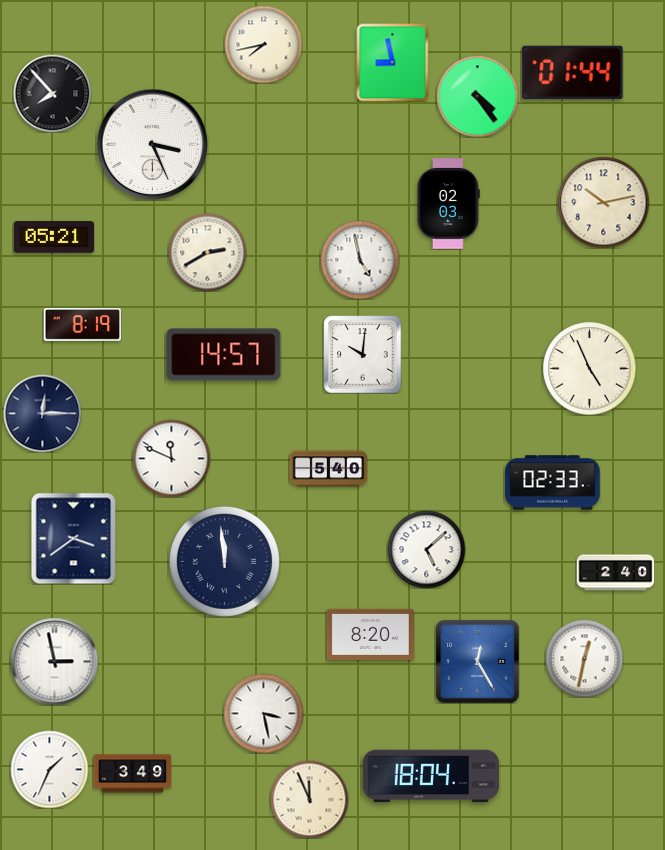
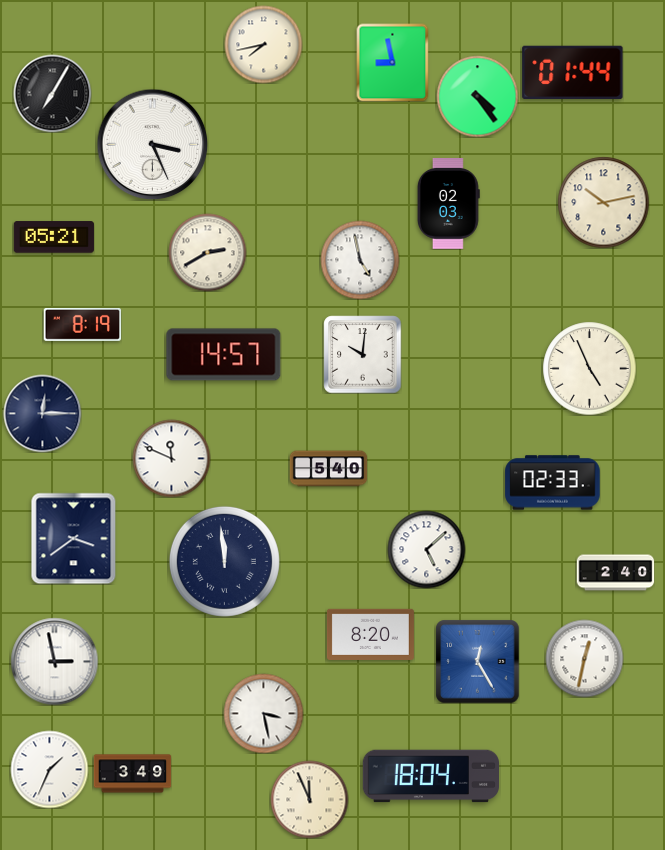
clock at (52, 93): 7:53 -> 7:05
